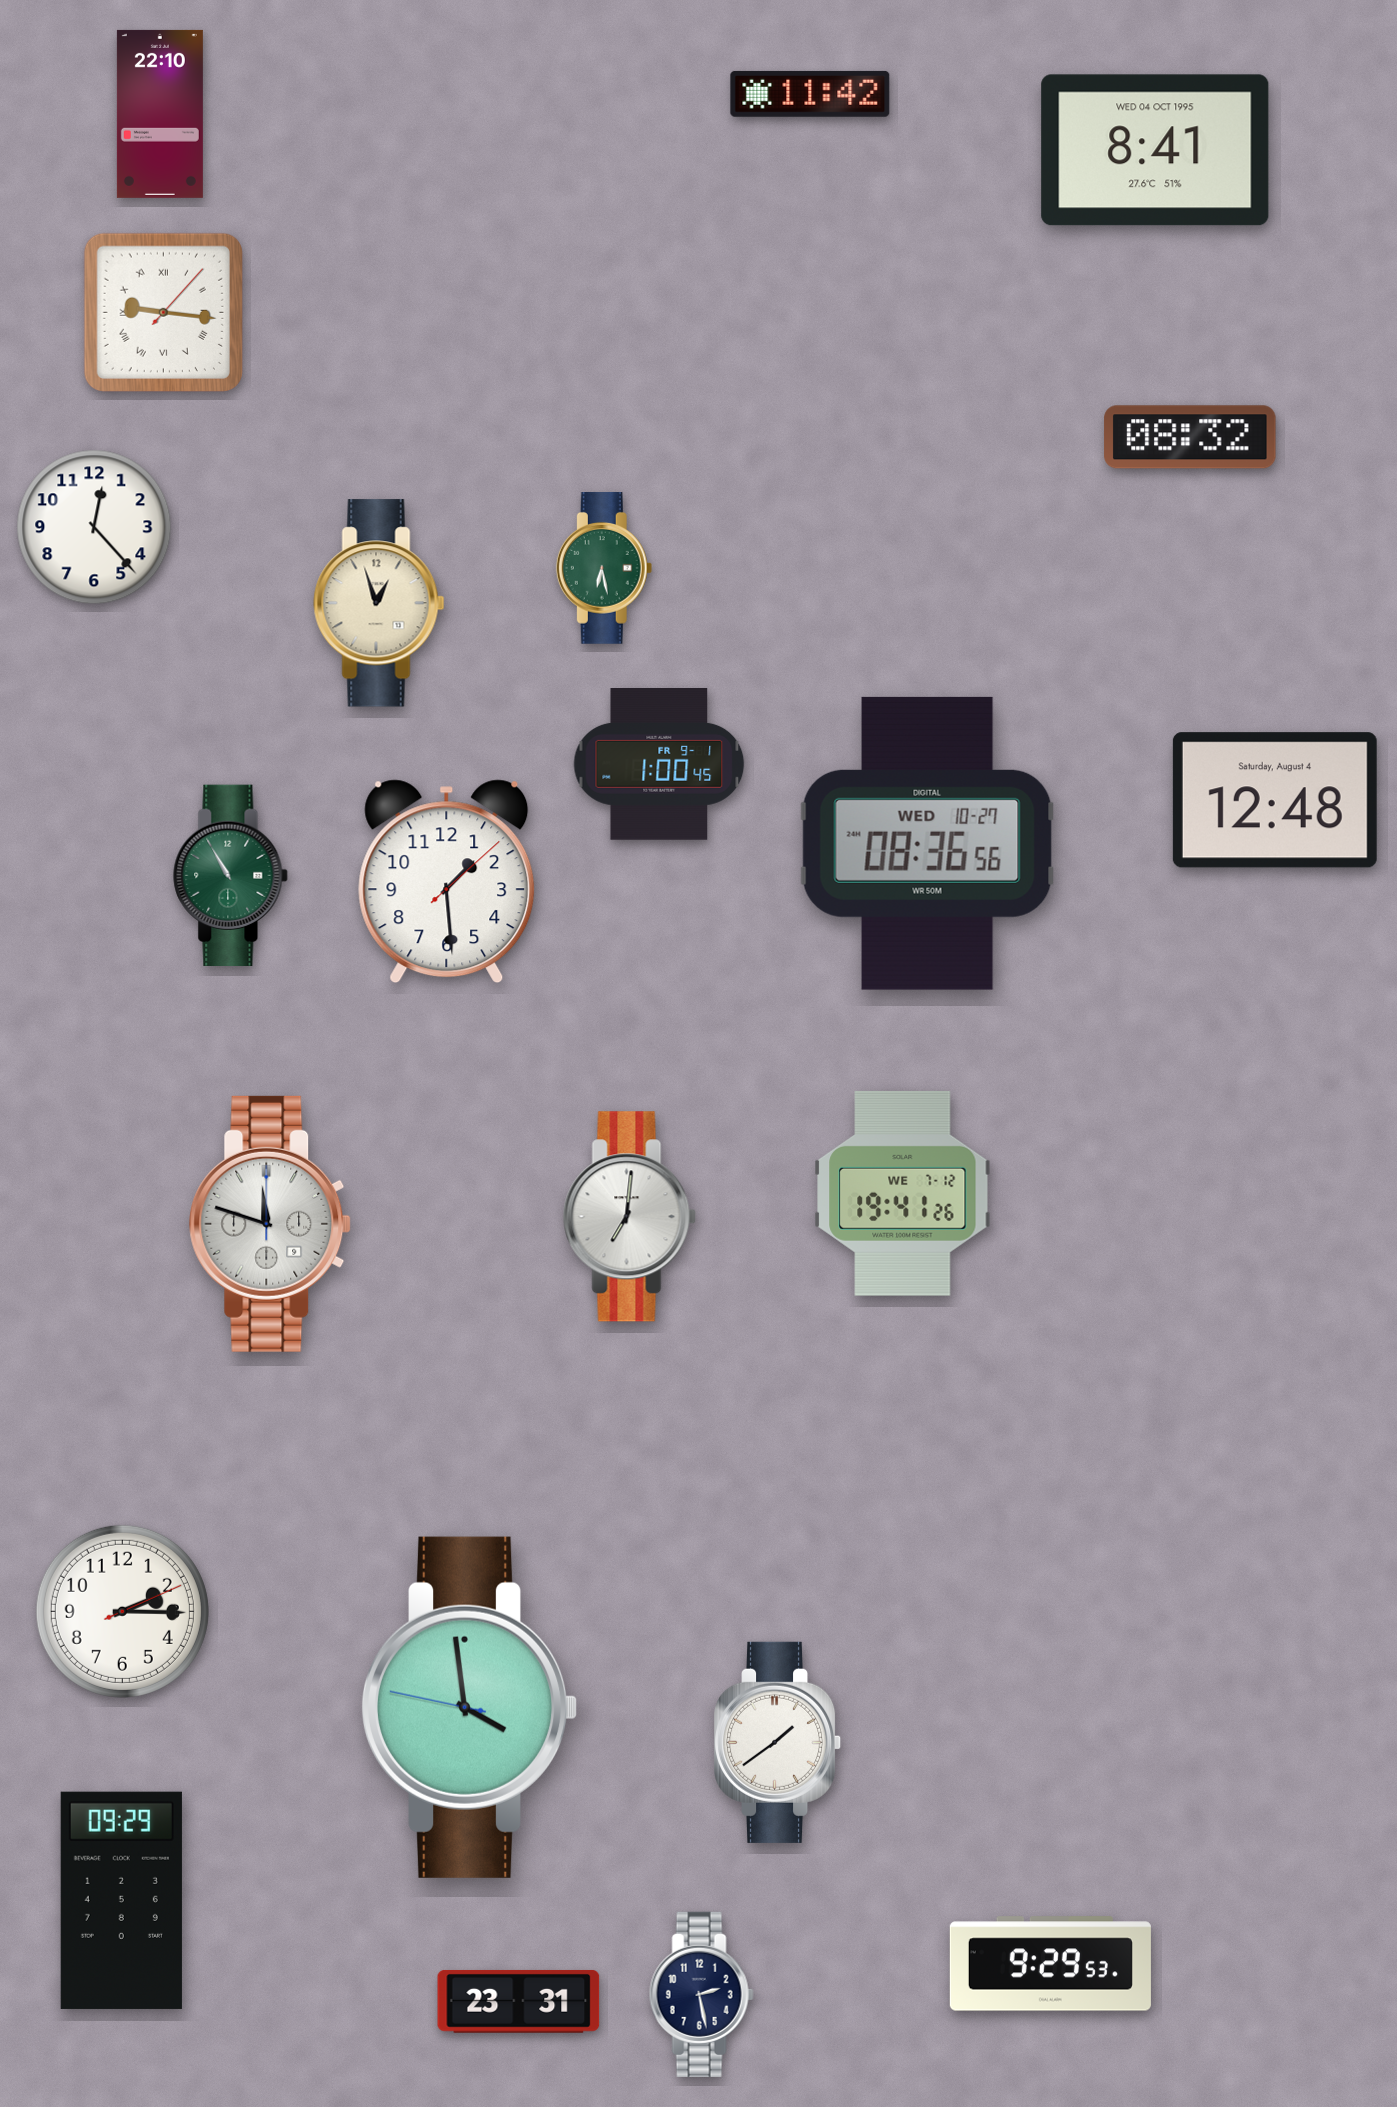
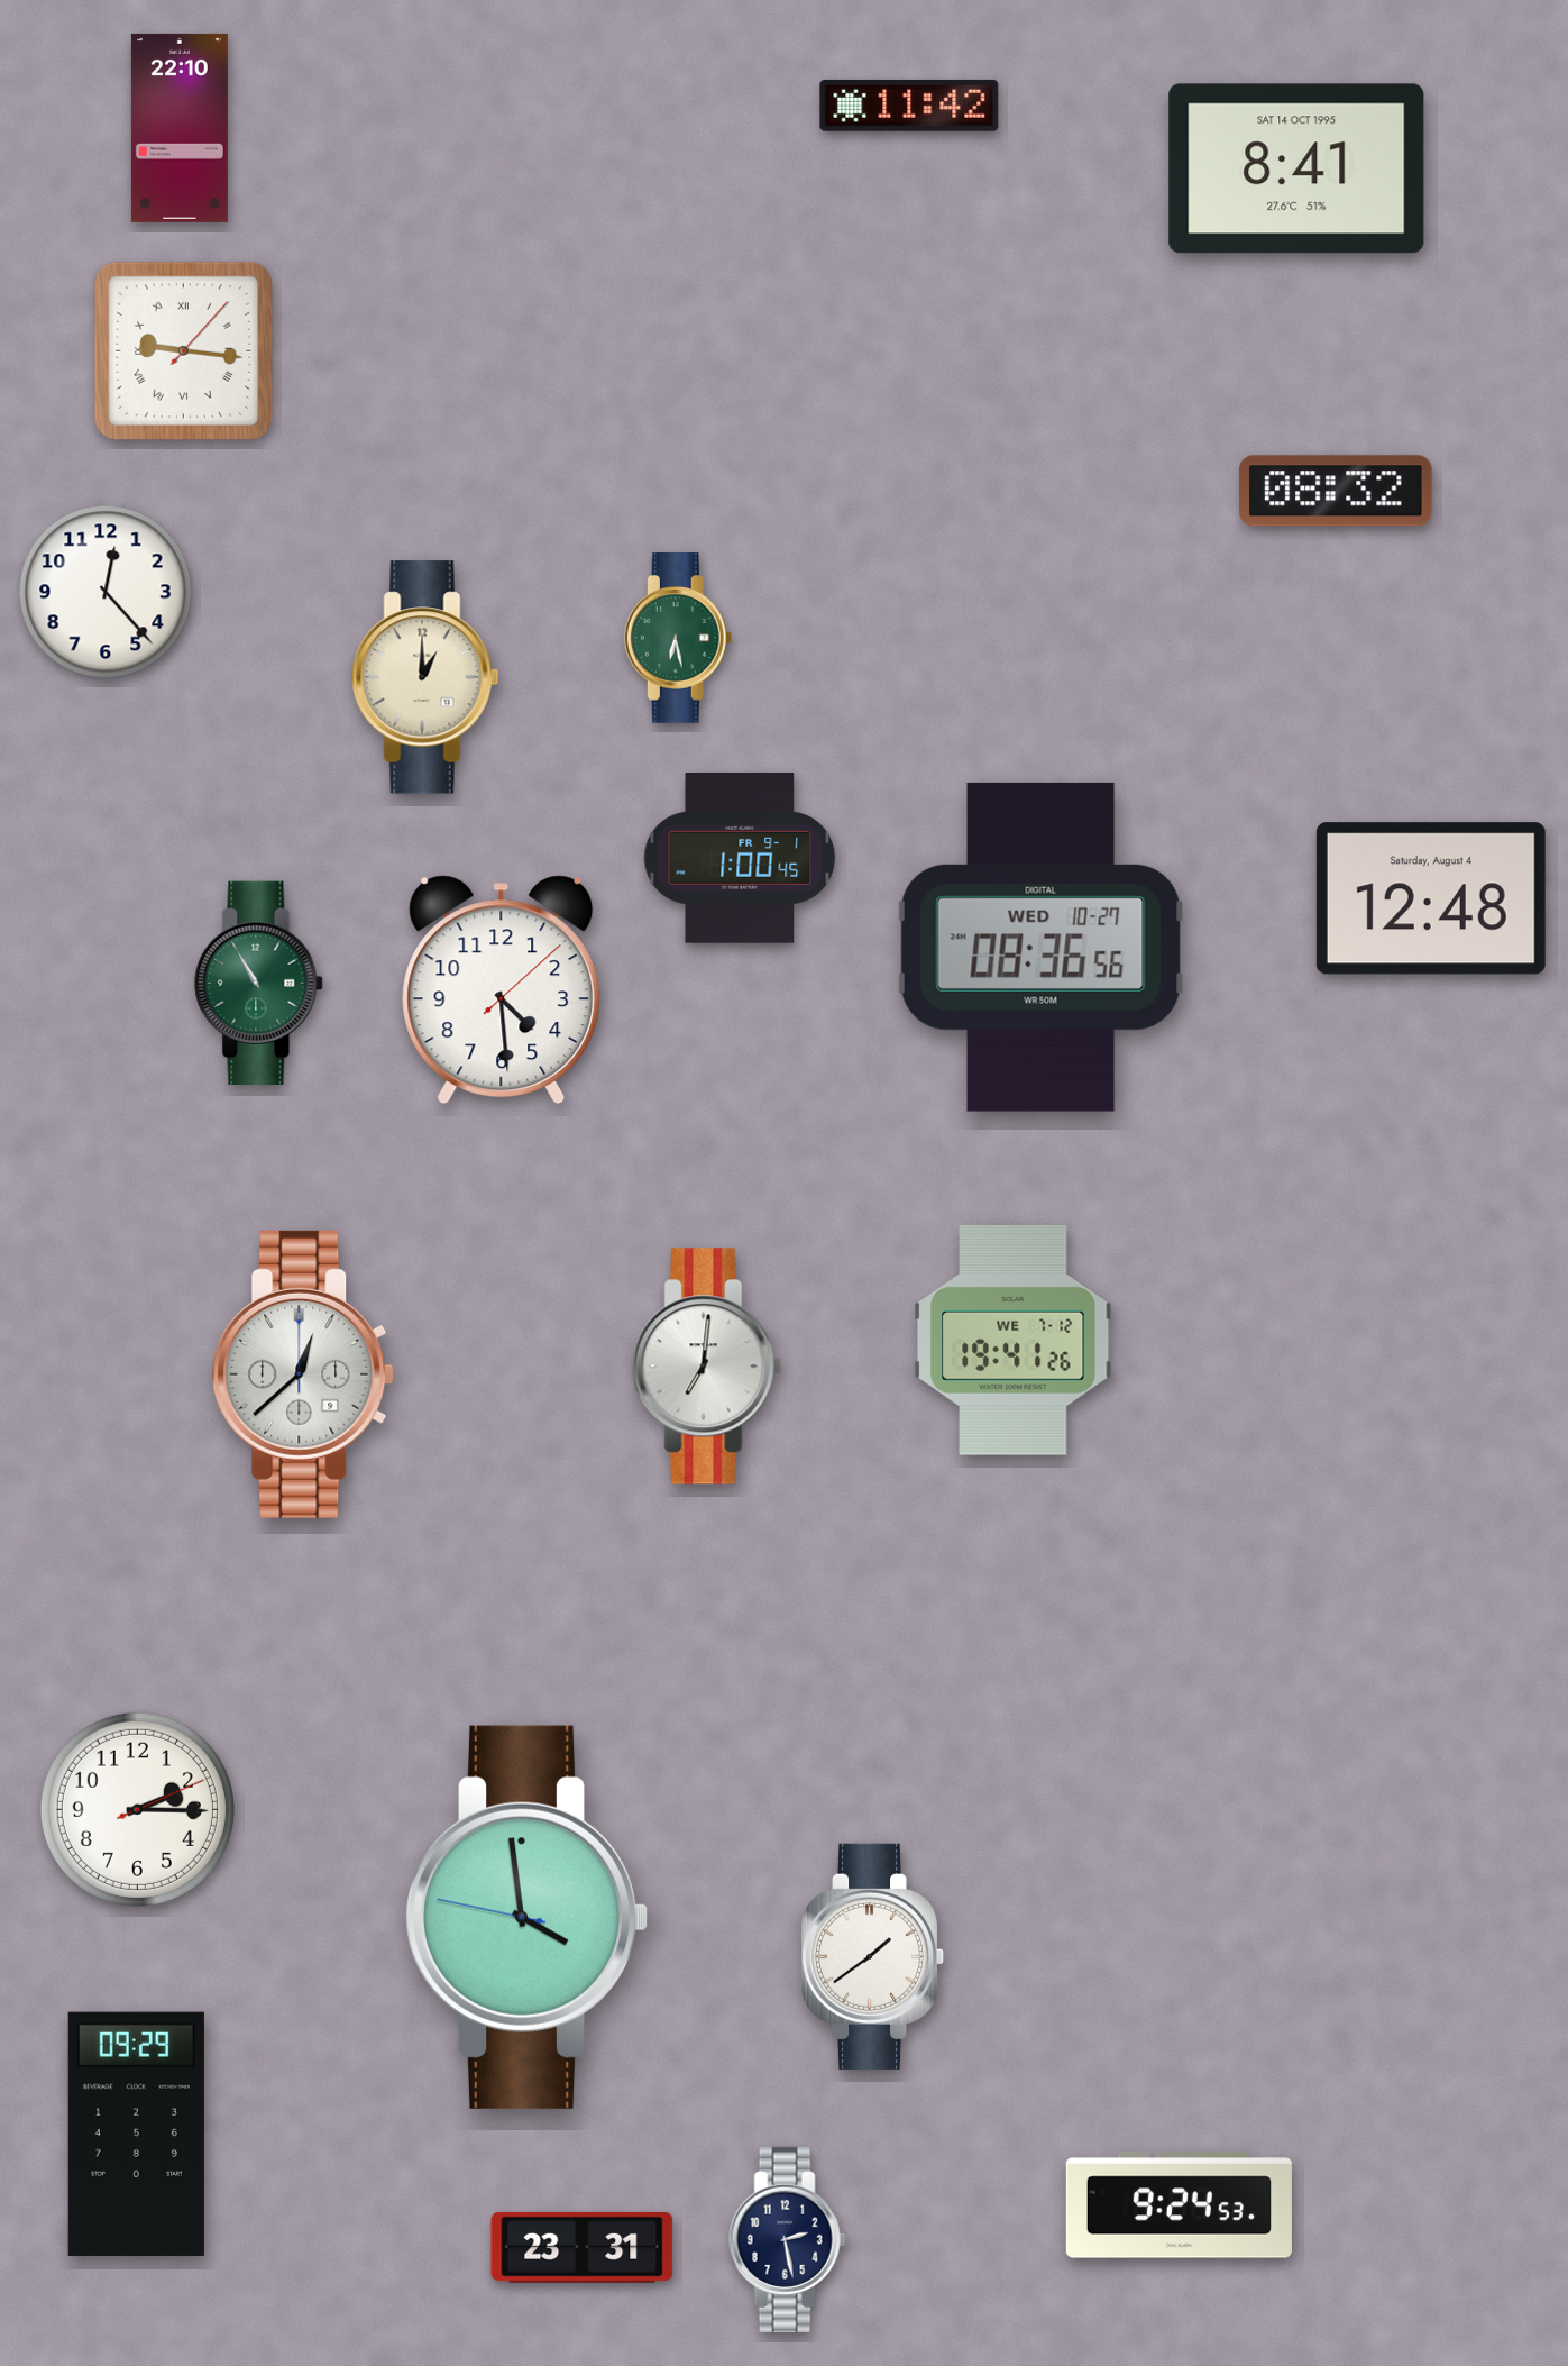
clock at (1155, 150) date: WED 04 OCT 1995 -> SAT 14 OCT 1995
clock at (379, 603): 12:57 -> 1:00
clock at (447, 882): 1:29 -> 4:29
clock at (270, 1224): 11:48 -> 12:38
clock at (1050, 1964): 9:29 -> 9:24
